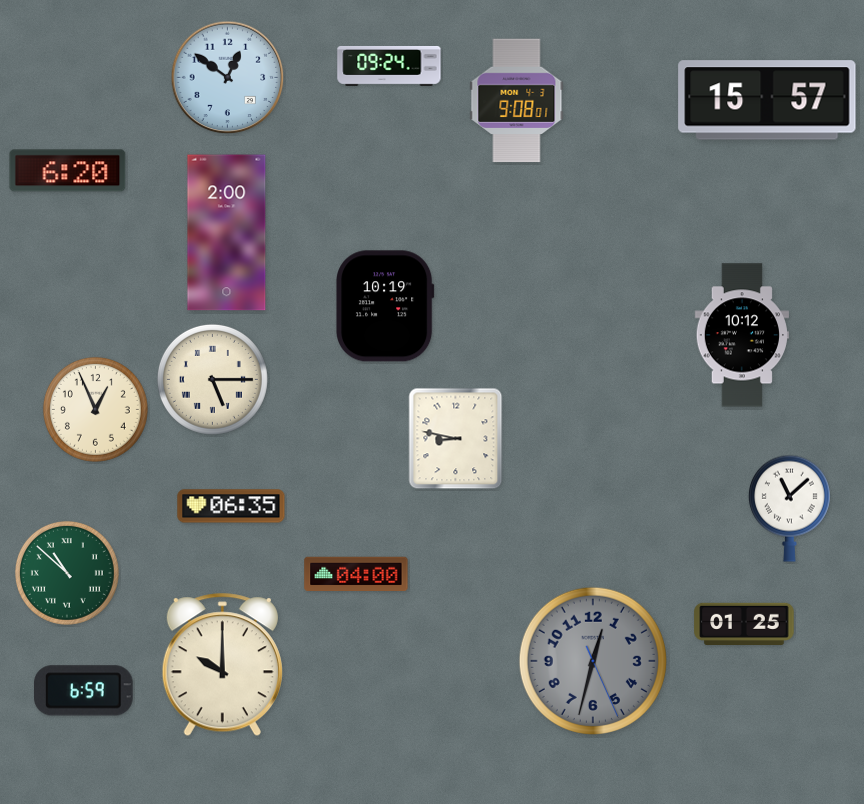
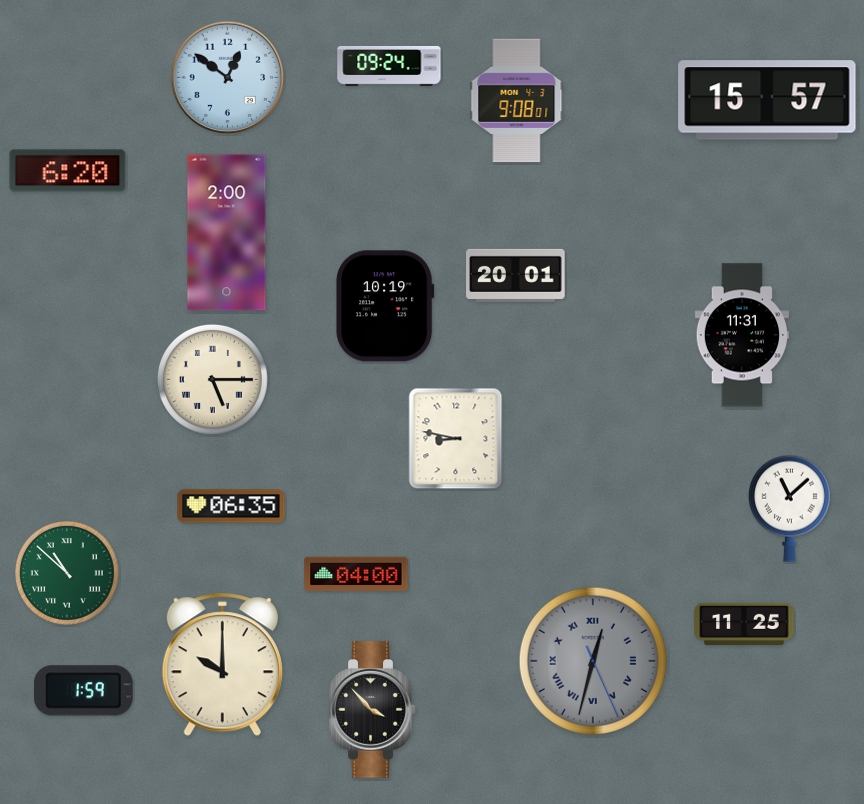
clock at (516, 275): none -> 20:01
clock at (741, 335): 10:12 -> 11:31
clock at (95, 409): 12:56 -> none
clock at (744, 623): 01:25 -> 11:25
clock at (593, 661) numerals: Arabic -> Roman
clock at (84, 691): 6:59 -> 1:59
clock at (373, 710): none -> 3:53
